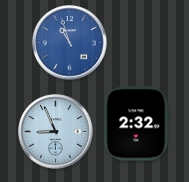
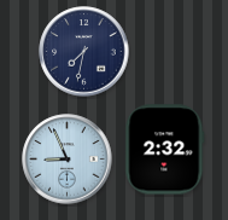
clock at (70, 43): 10:57 -> 7:32
clock at (70, 43) dial: blue -> navy
